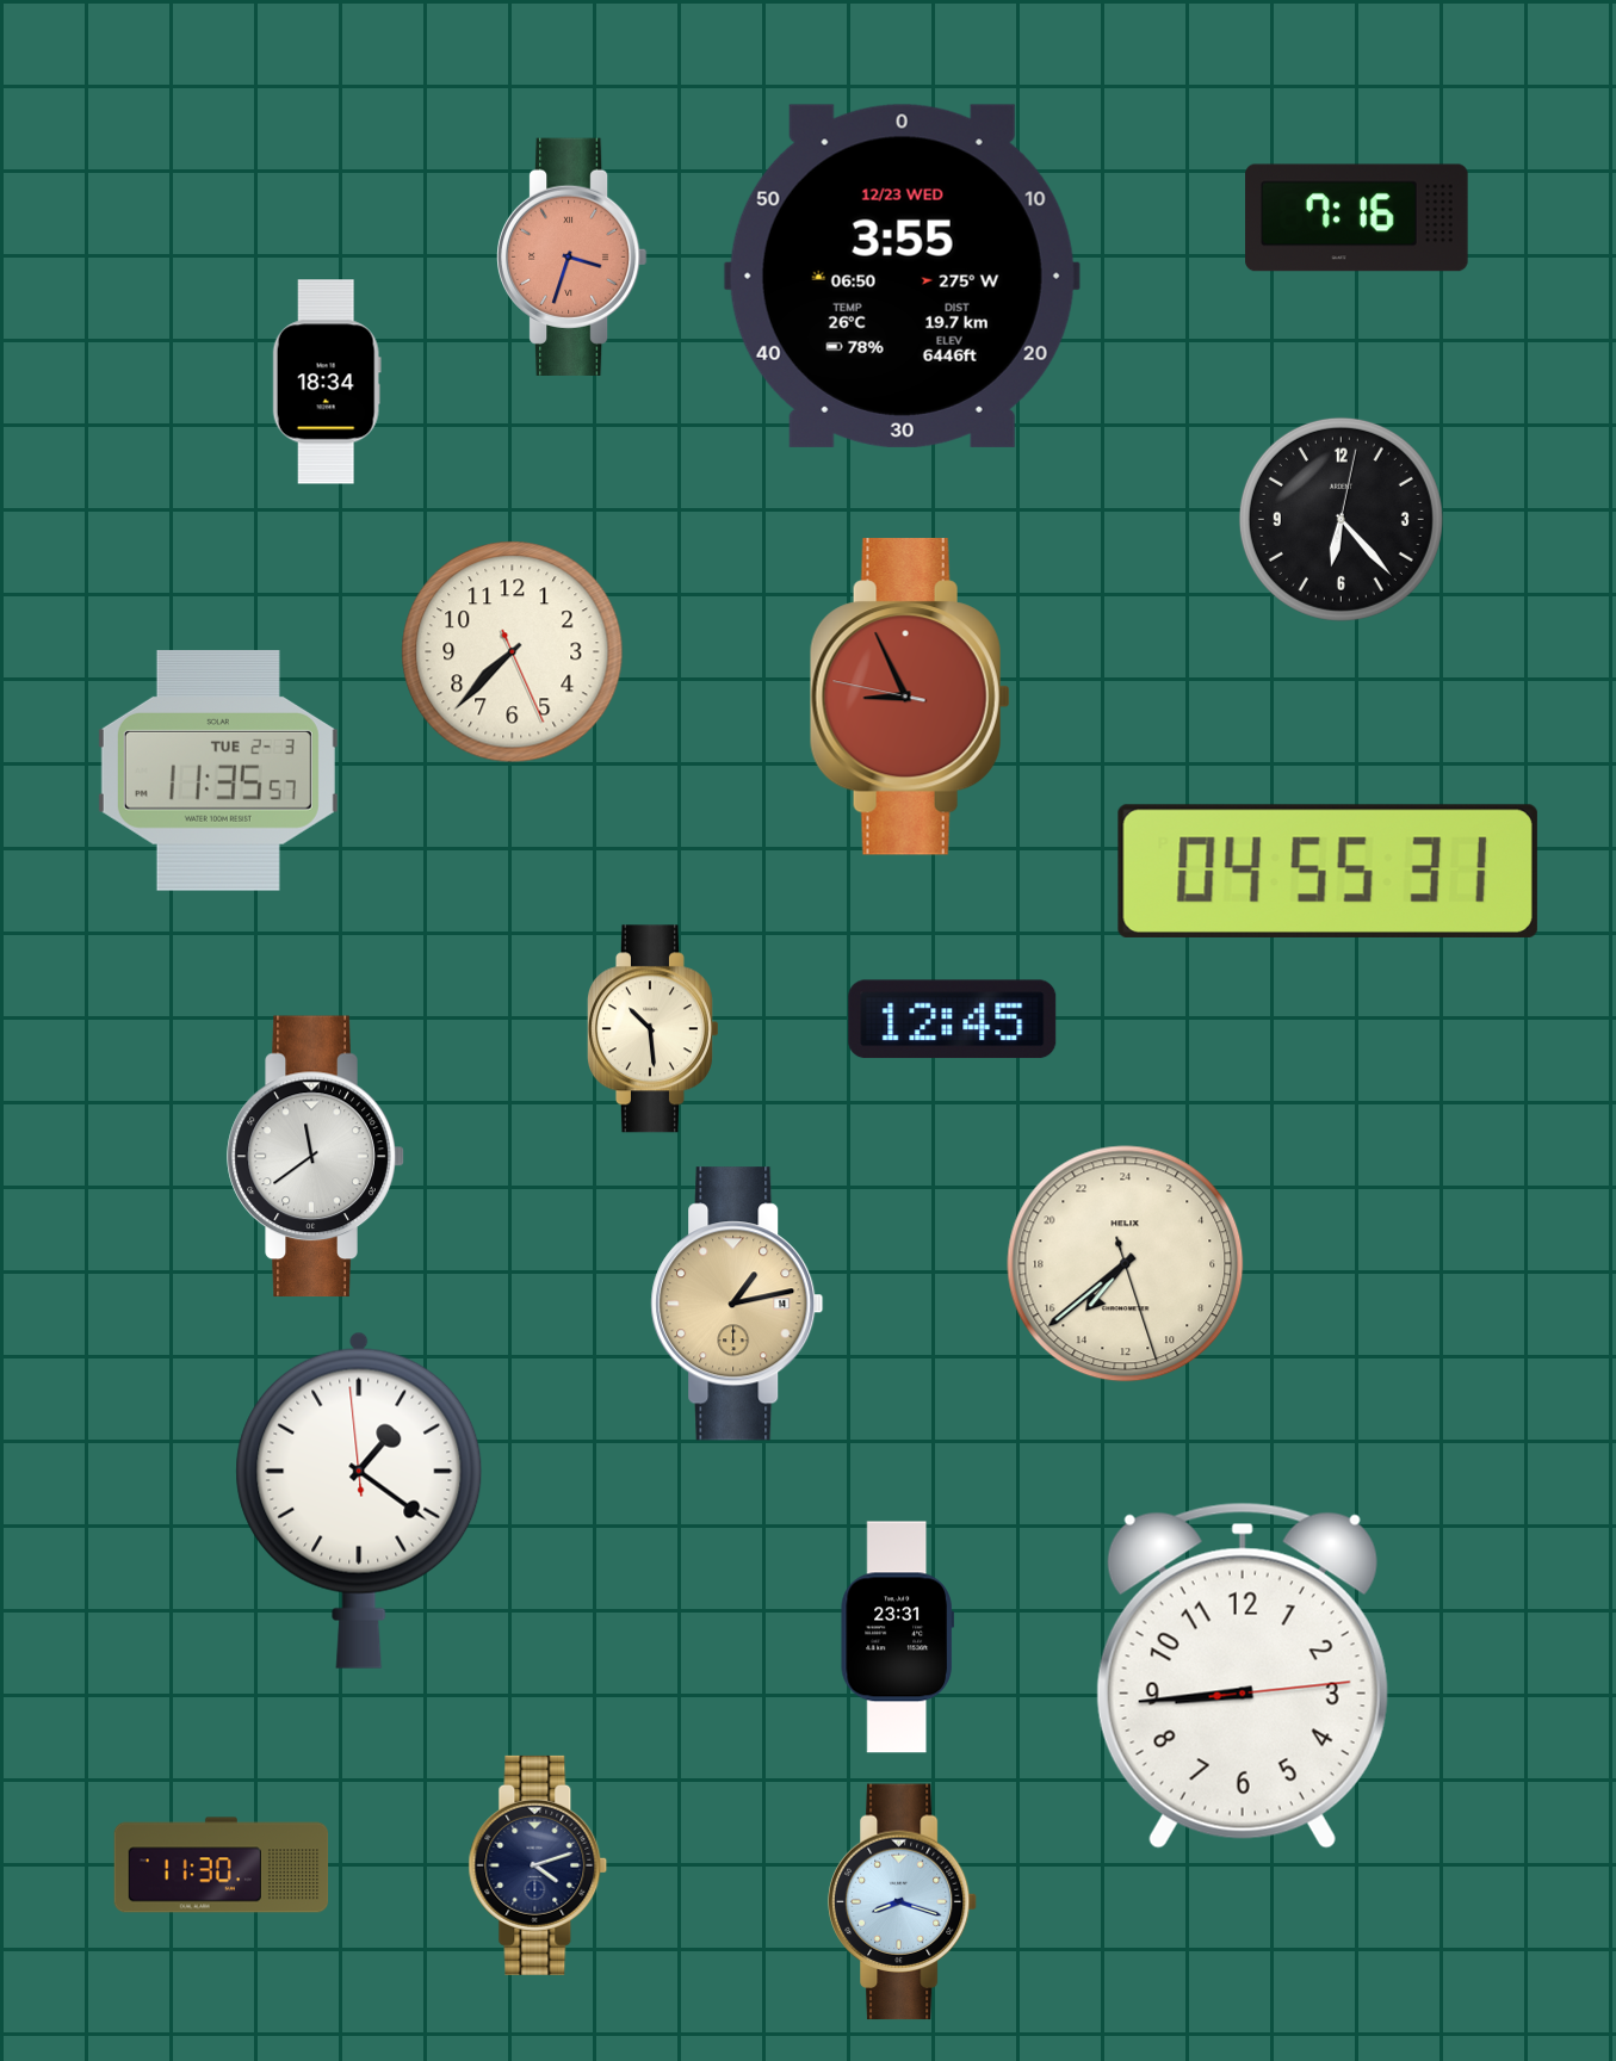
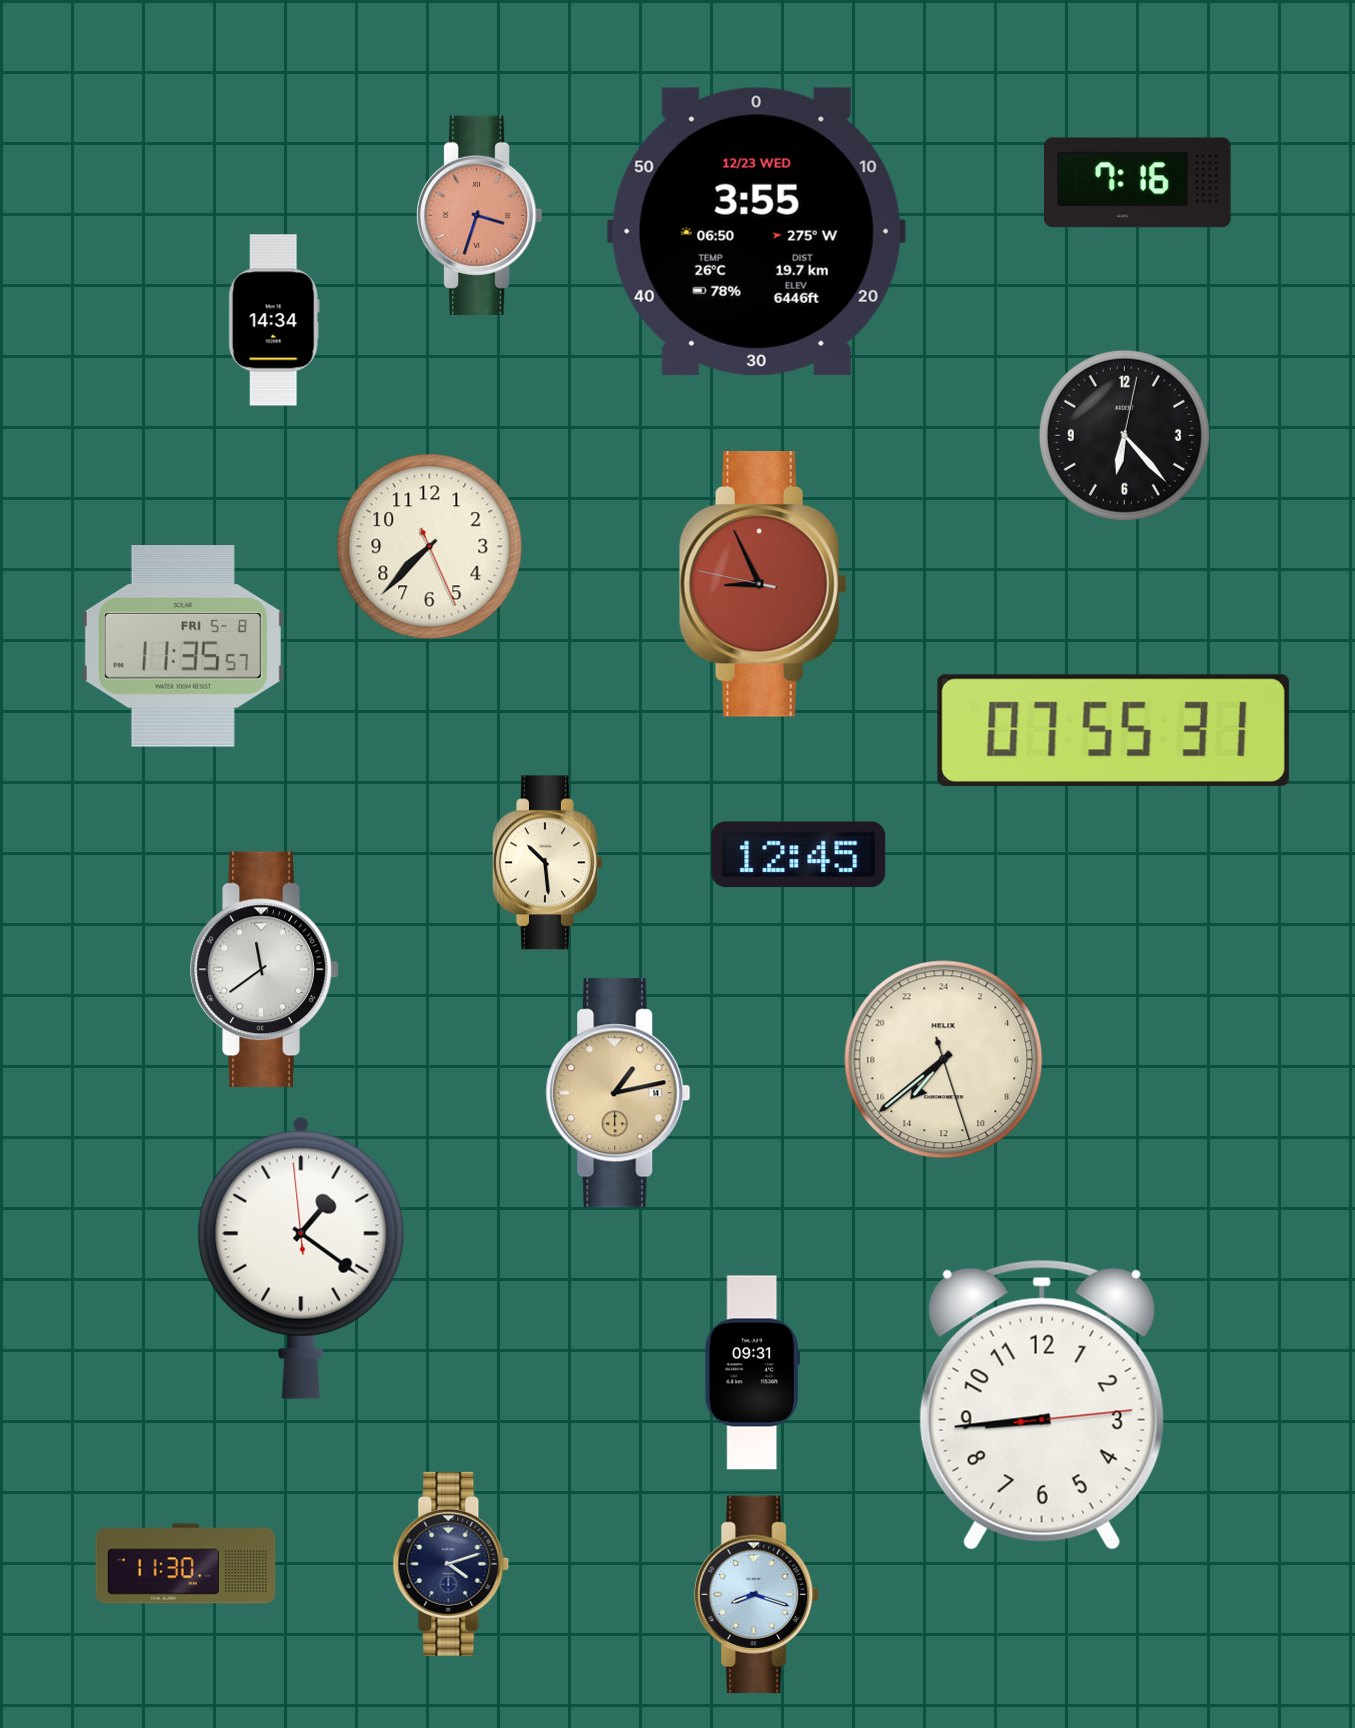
clock at (327, 382): 18:34 -> 14:34
clock at (218, 772) date: TUE 2-3 -> FRI 5-8
clock at (1327, 871): 04:55 -> 07:55
clock at (897, 1638): 23:31 -> 09:31
